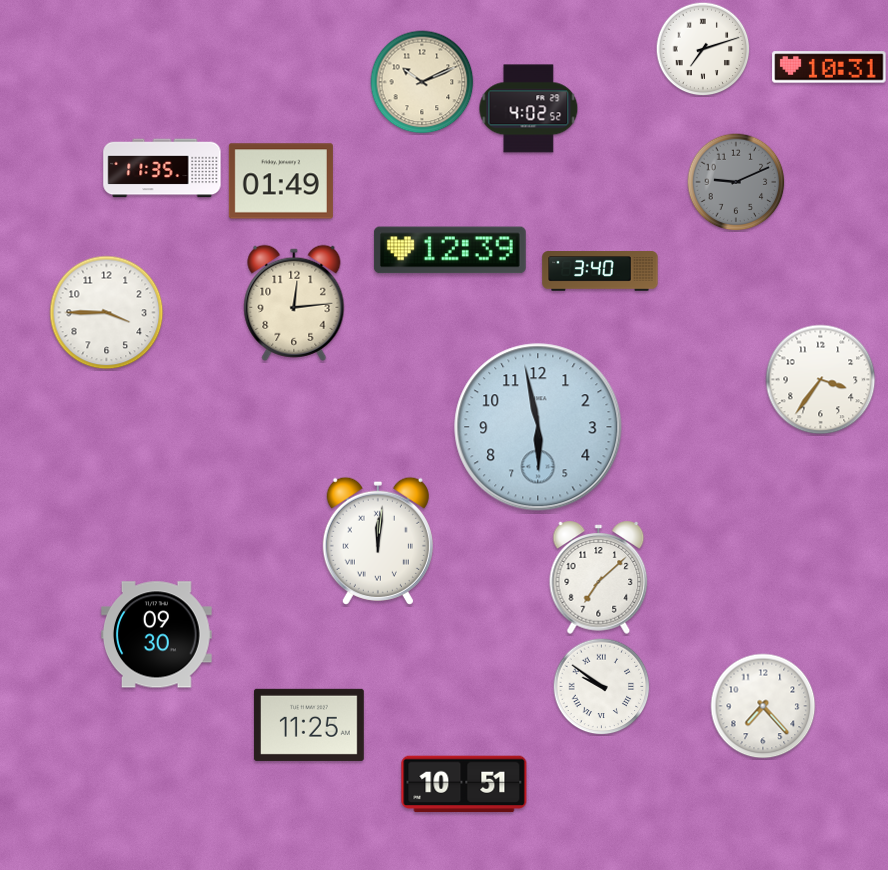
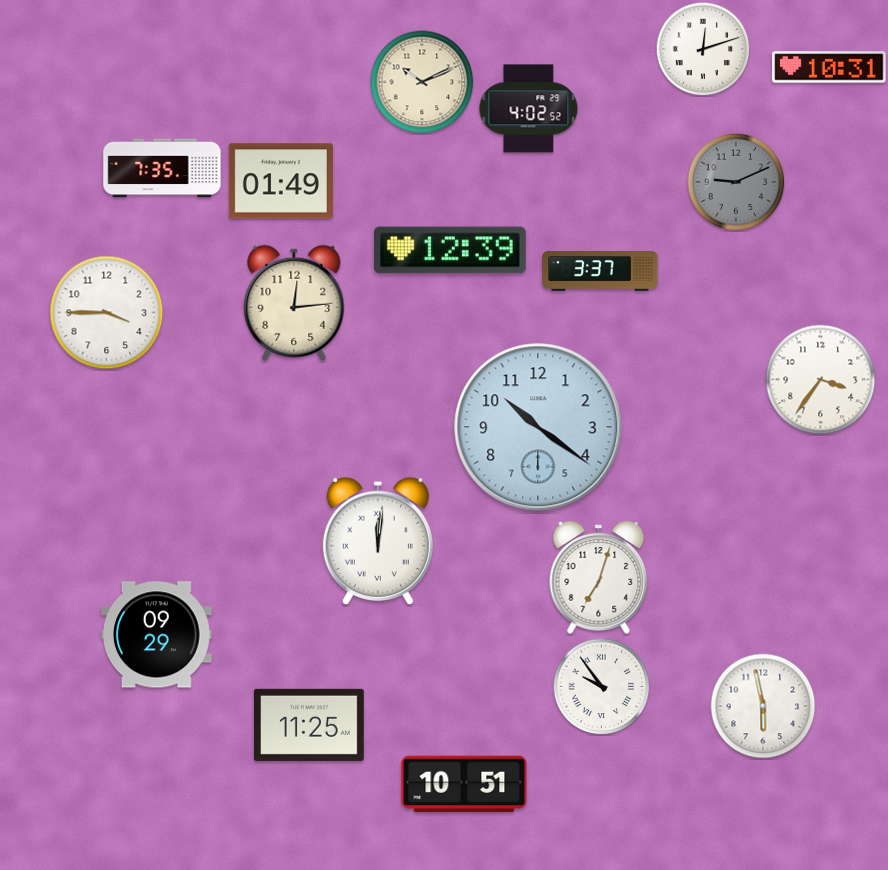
clock at (703, 49): 7:12 -> 12:12
clock at (162, 168): 11:35 -> 7:35
clock at (600, 271): 3:40 -> 3:37
clock at (538, 427): 5:58 -> 10:21
clock at (599, 577): 7:08 -> 7:03
clock at (157, 635): 09:30 -> 09:29
clock at (601, 686): 9:51 -> 9:54
clock at (763, 706): 7:23 -> 5:58
